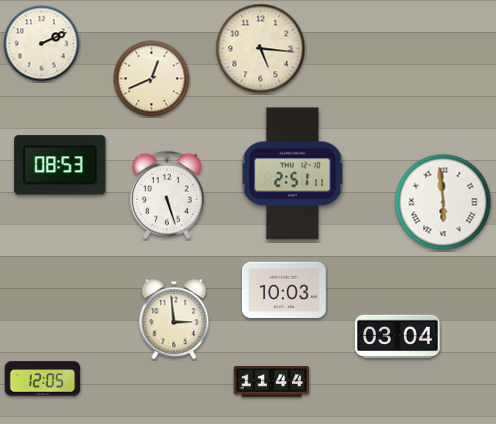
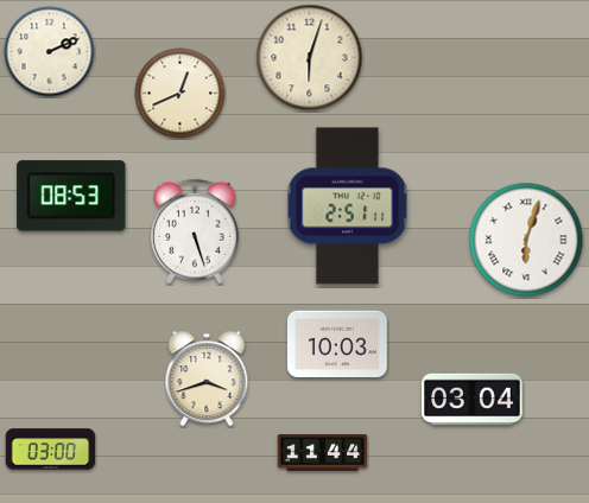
clock at (261, 49): 5:16 -> 6:03
clock at (167, 195) position: (167, 195) -> (195, 231)
clock at (443, 202): 5:59 -> 6:03
clock at (174, 319): 2:59 -> 3:42
clock at (43, 379): 12:05 -> 03:00
